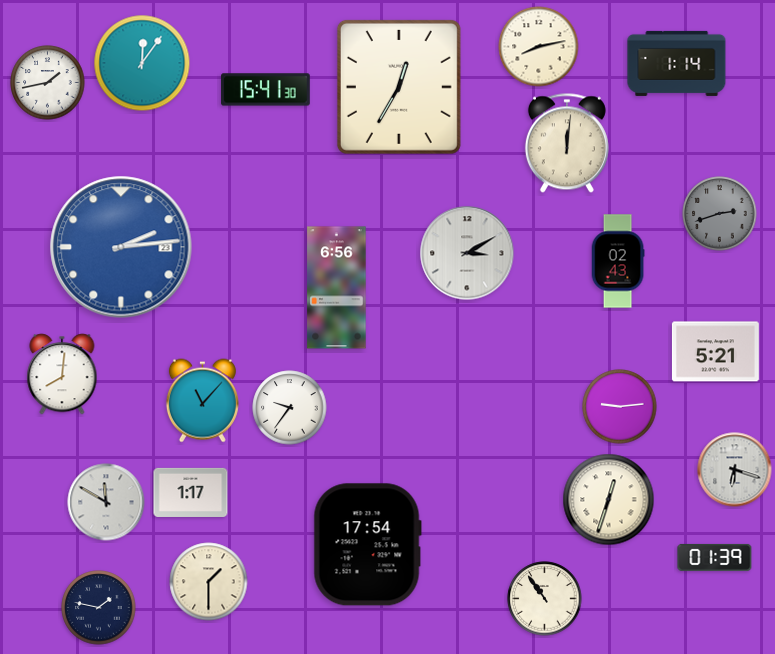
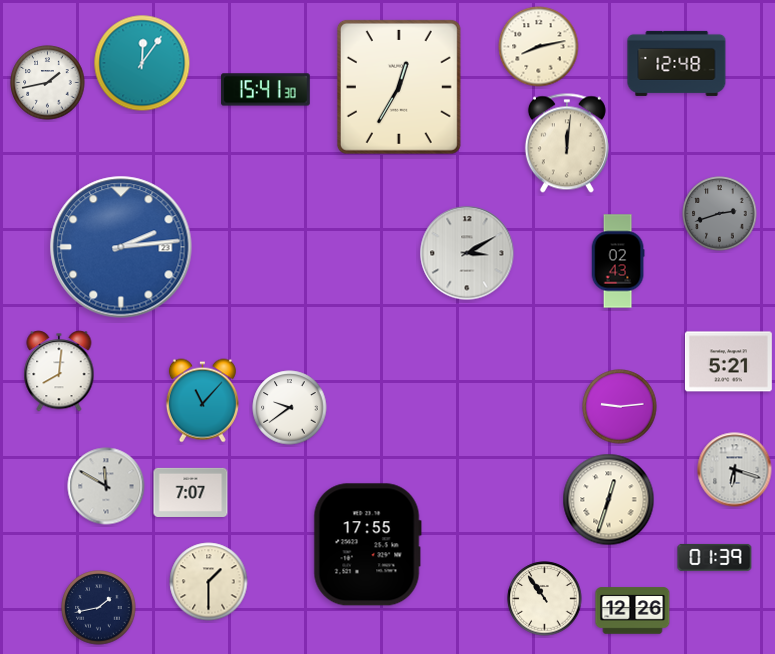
clock at (677, 63): 1:14 -> 12:48
clock at (337, 288): 6:56 -> none
clock at (715, 352) position: (715, 352) -> (728, 362)
clock at (62, 374) position: (62, 374) -> (59, 371)
clock at (290, 408): 9:36 -> 9:39
clock at (191, 492): 1:17 -> 7:07
clock at (106, 502) position: (106, 502) -> (106, 486)
clock at (367, 545): 17:54 -> 17:55
clock at (99, 608): 1:47 -> 1:43
clock at (633, 611): none -> 12:26
